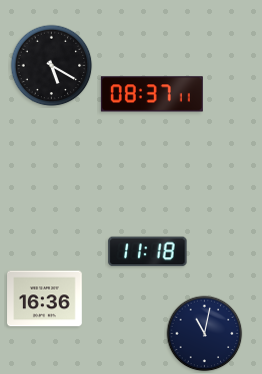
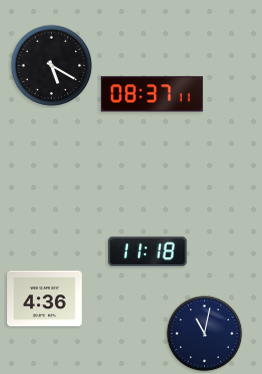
clock at (45, 299): 16:36 -> 4:36
